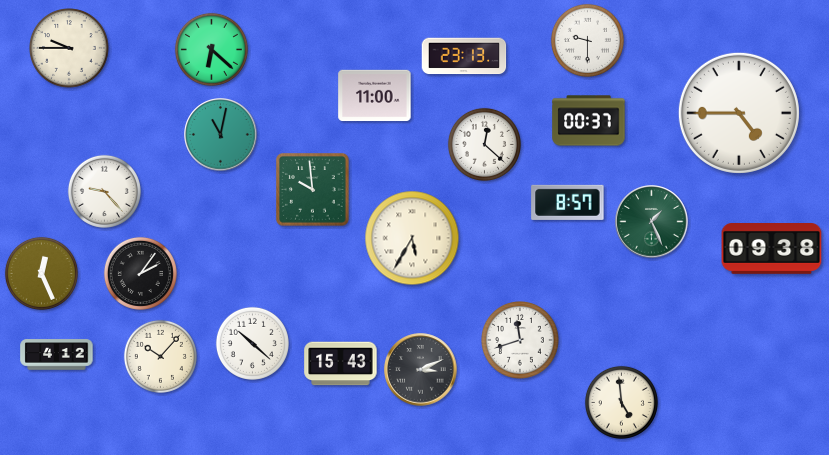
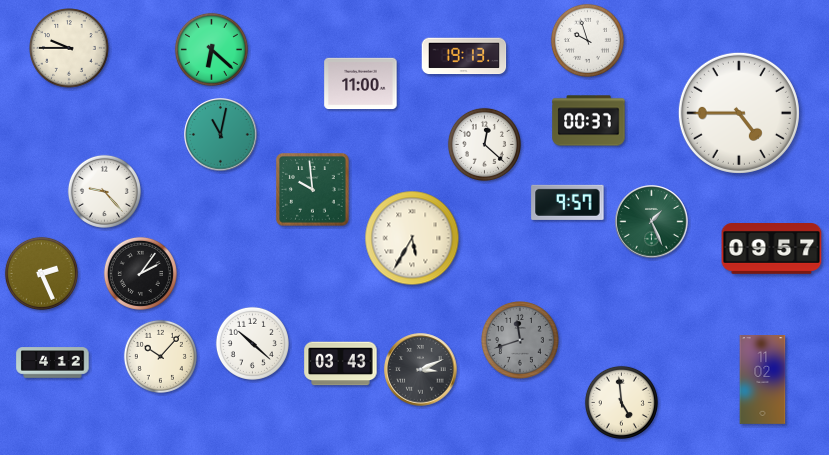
clock at (587, 40): 9:30 -> 9:57
clock at (464, 56): 23:13 -> 19:13
clock at (375, 96) position: (375, 96) -> (361, 84)
clock at (568, 202): 8:57 -> 9:57
clock at (772, 249): 09:38 -> 09:57
clock at (41, 273): 12:26 -> 2:26
clock at (521, 341) dial: white -> grey
clock at (57, 355) position: (57, 355) -> (53, 363)
clock at (341, 364): 15:43 -> 03:43
clock at (763, 380): none -> 11:02
